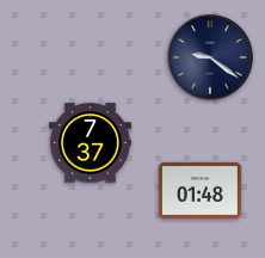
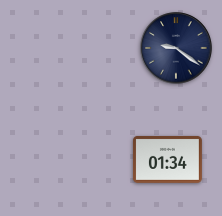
clock at (90, 143): 7:37 -> none
clock at (199, 190): 01:48 -> 01:34
